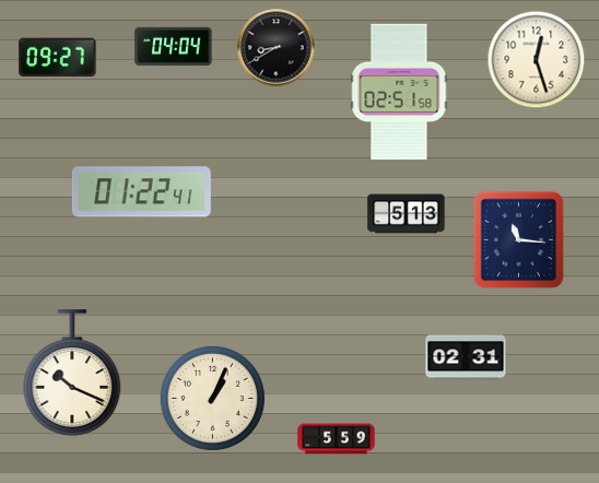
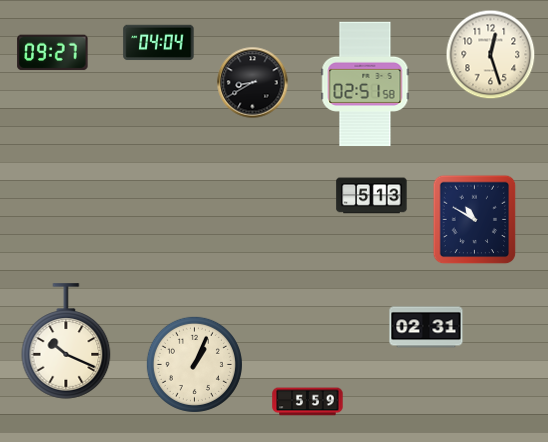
clock at (277, 48) position: (277, 48) -> (253, 83)
clock at (141, 192): 01:22 -> none
clock at (519, 240): 11:16 -> 10:50
